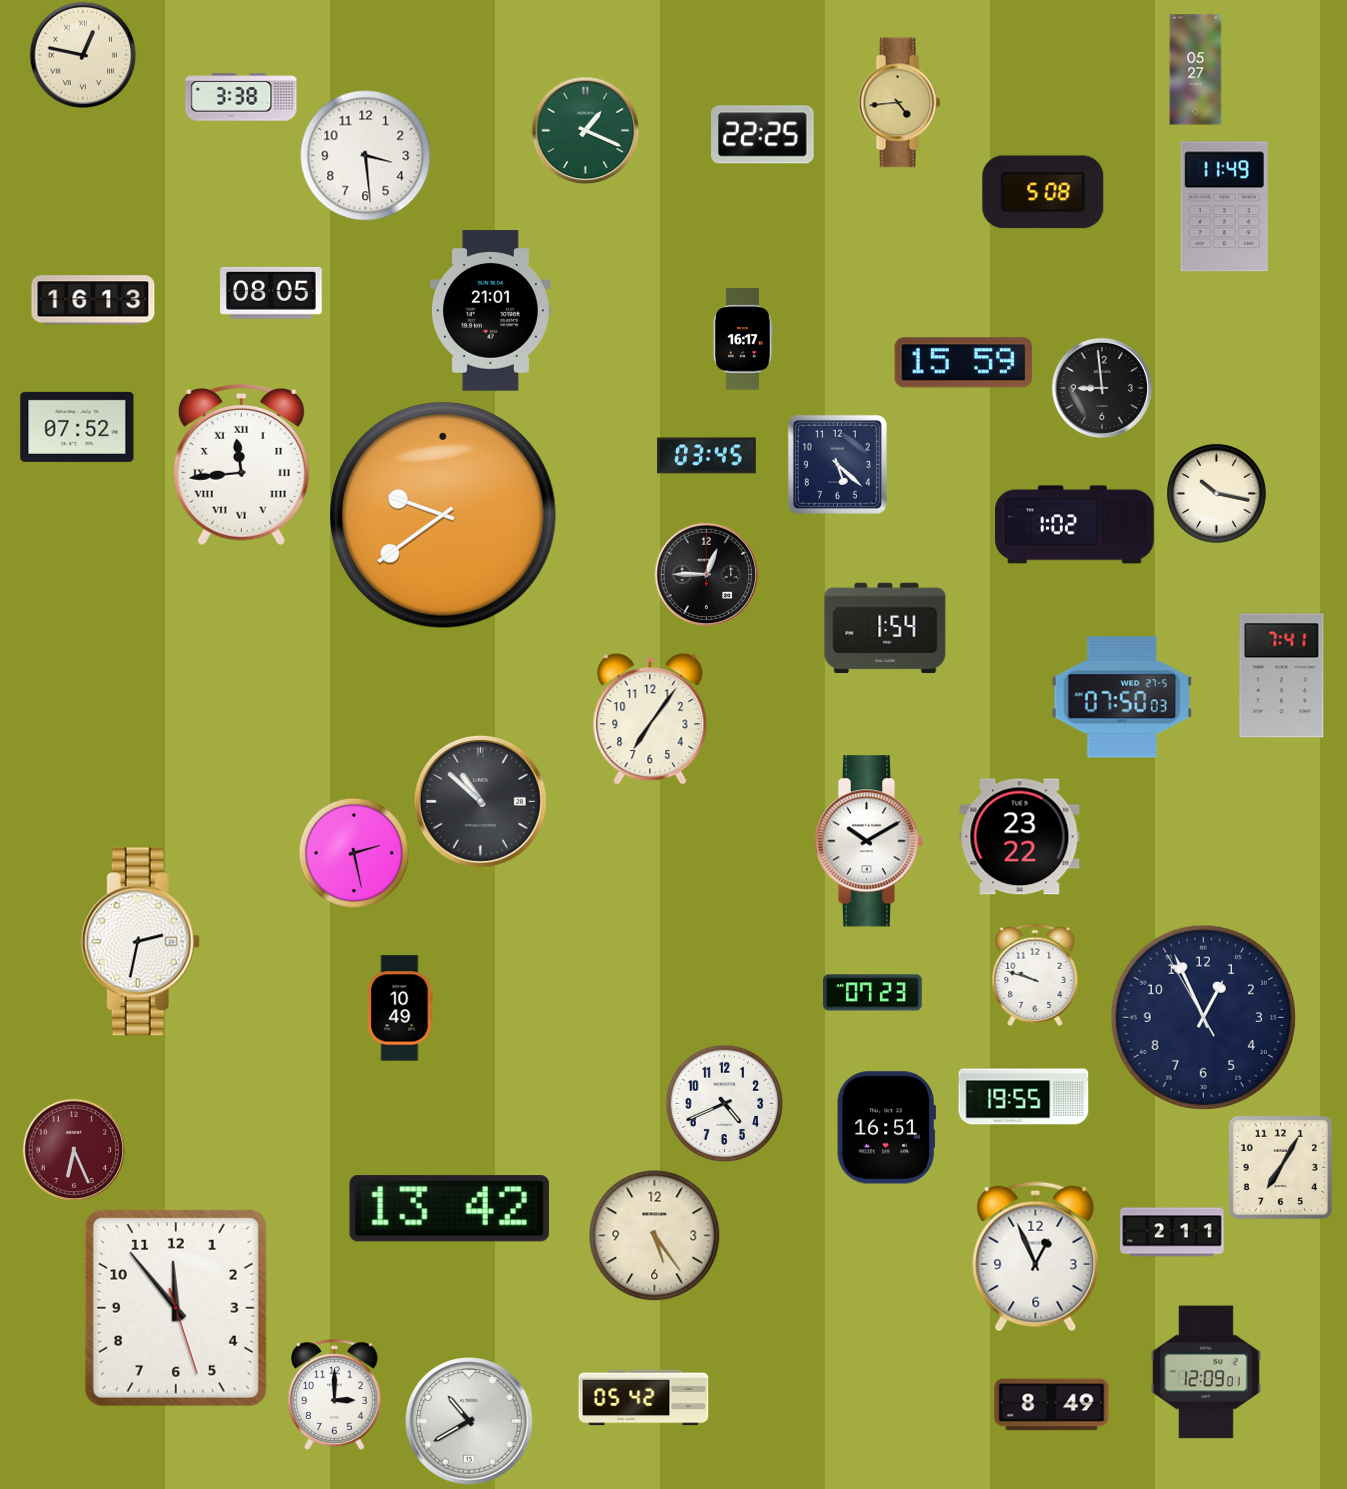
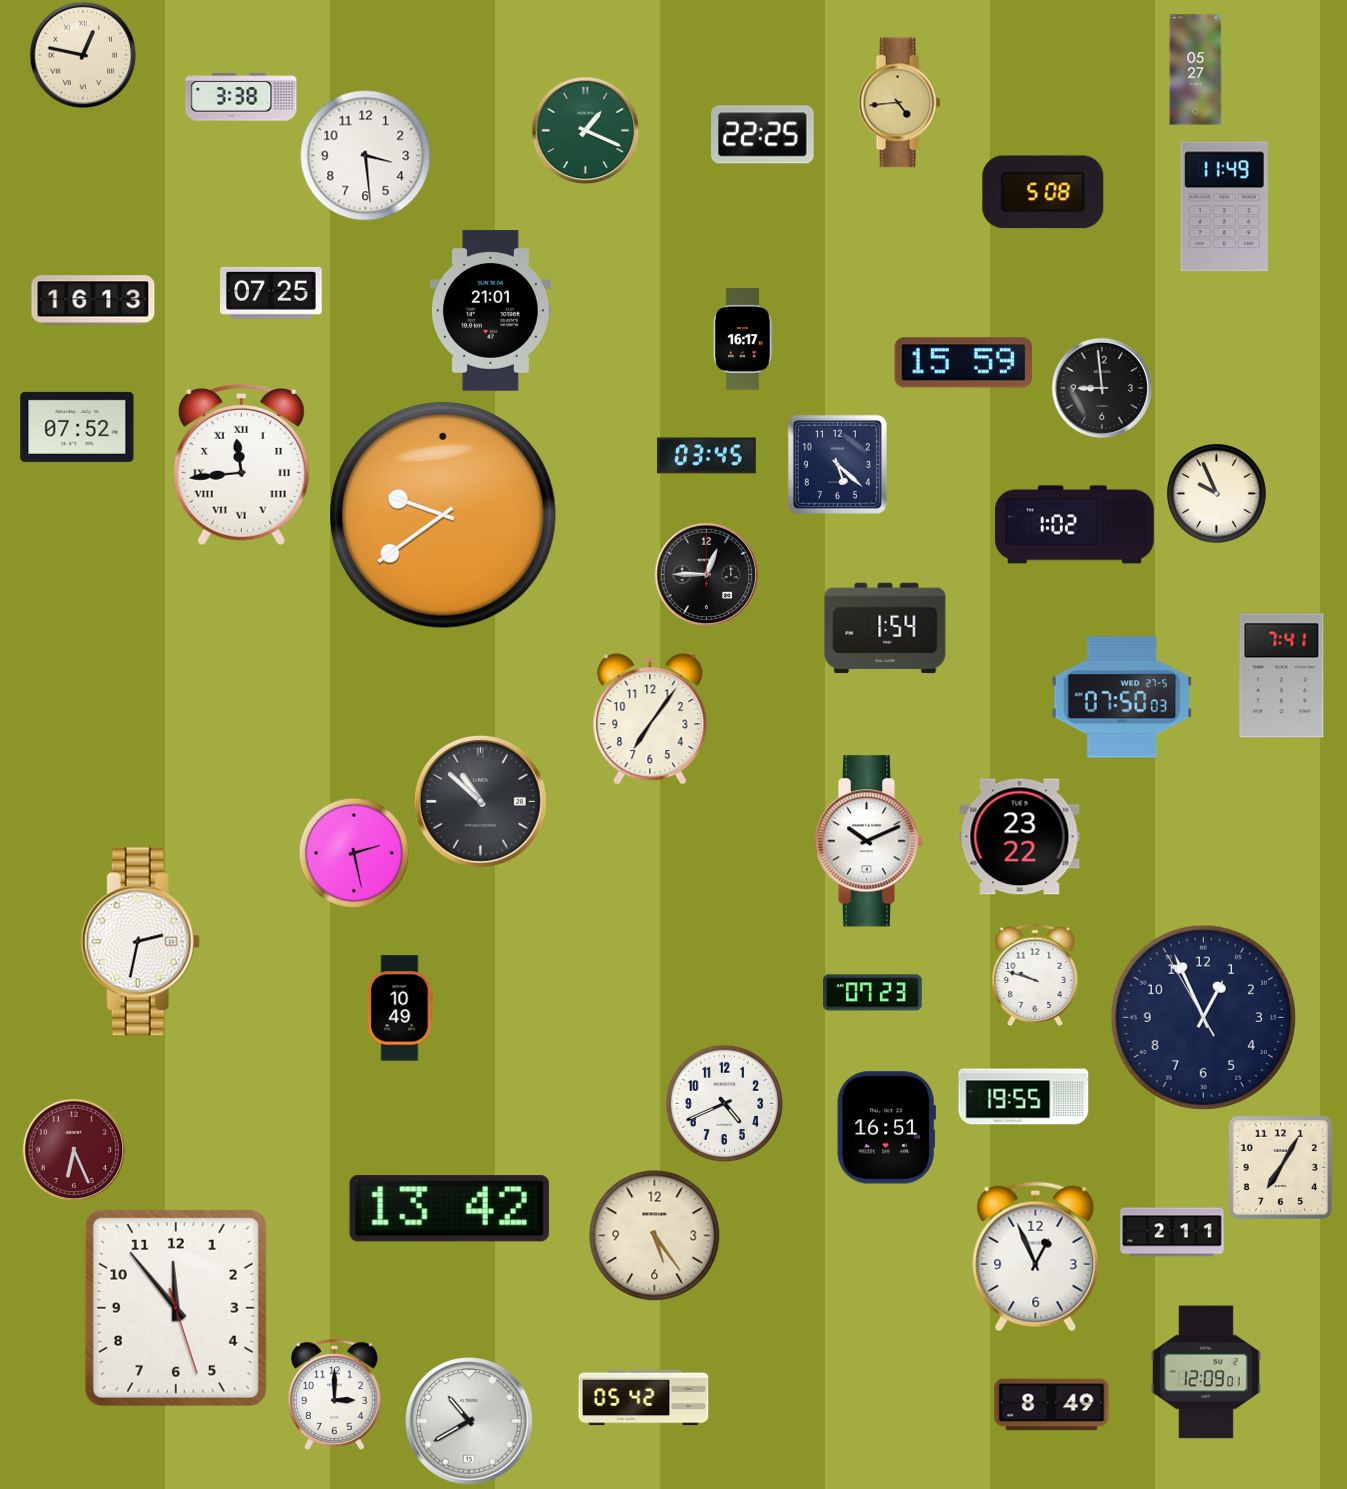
clock at (271, 293): 08:05 -> 07:25
clock at (1216, 493): 10:17 -> 9:56
clock at (869, 841): 10:10 -> 10:11
